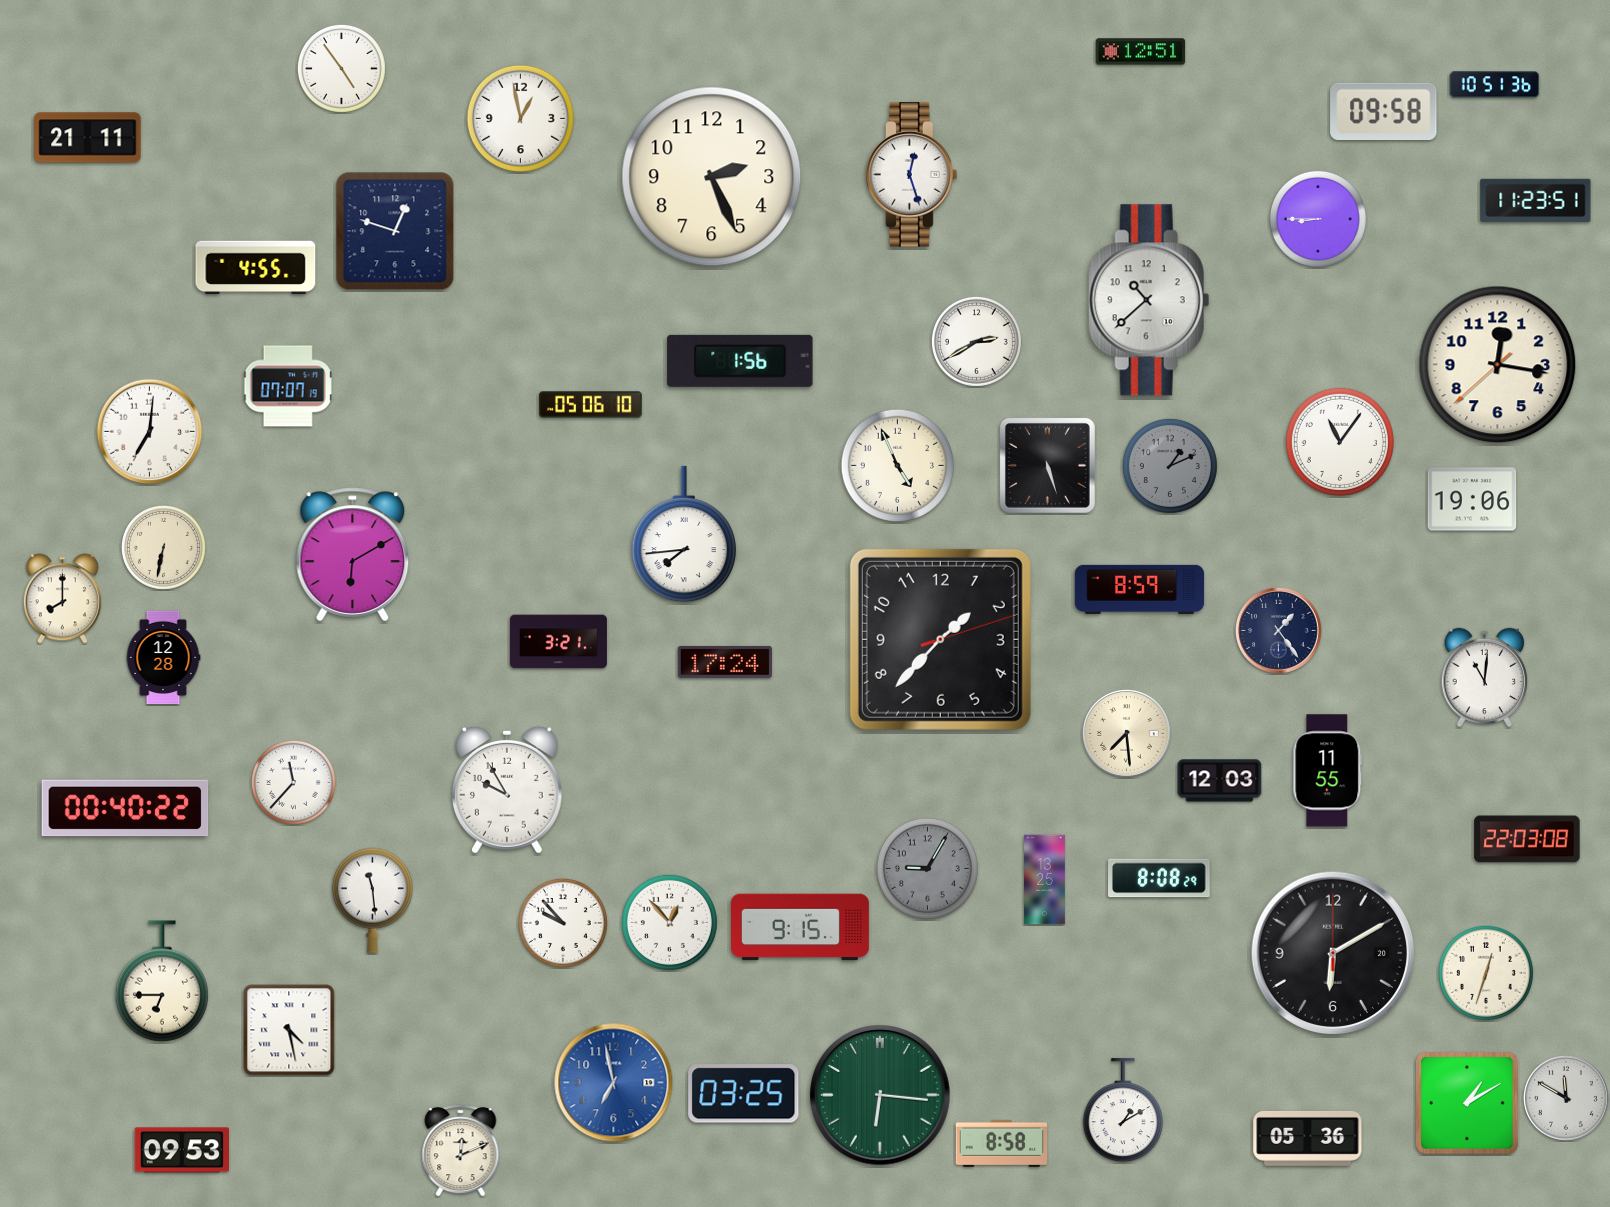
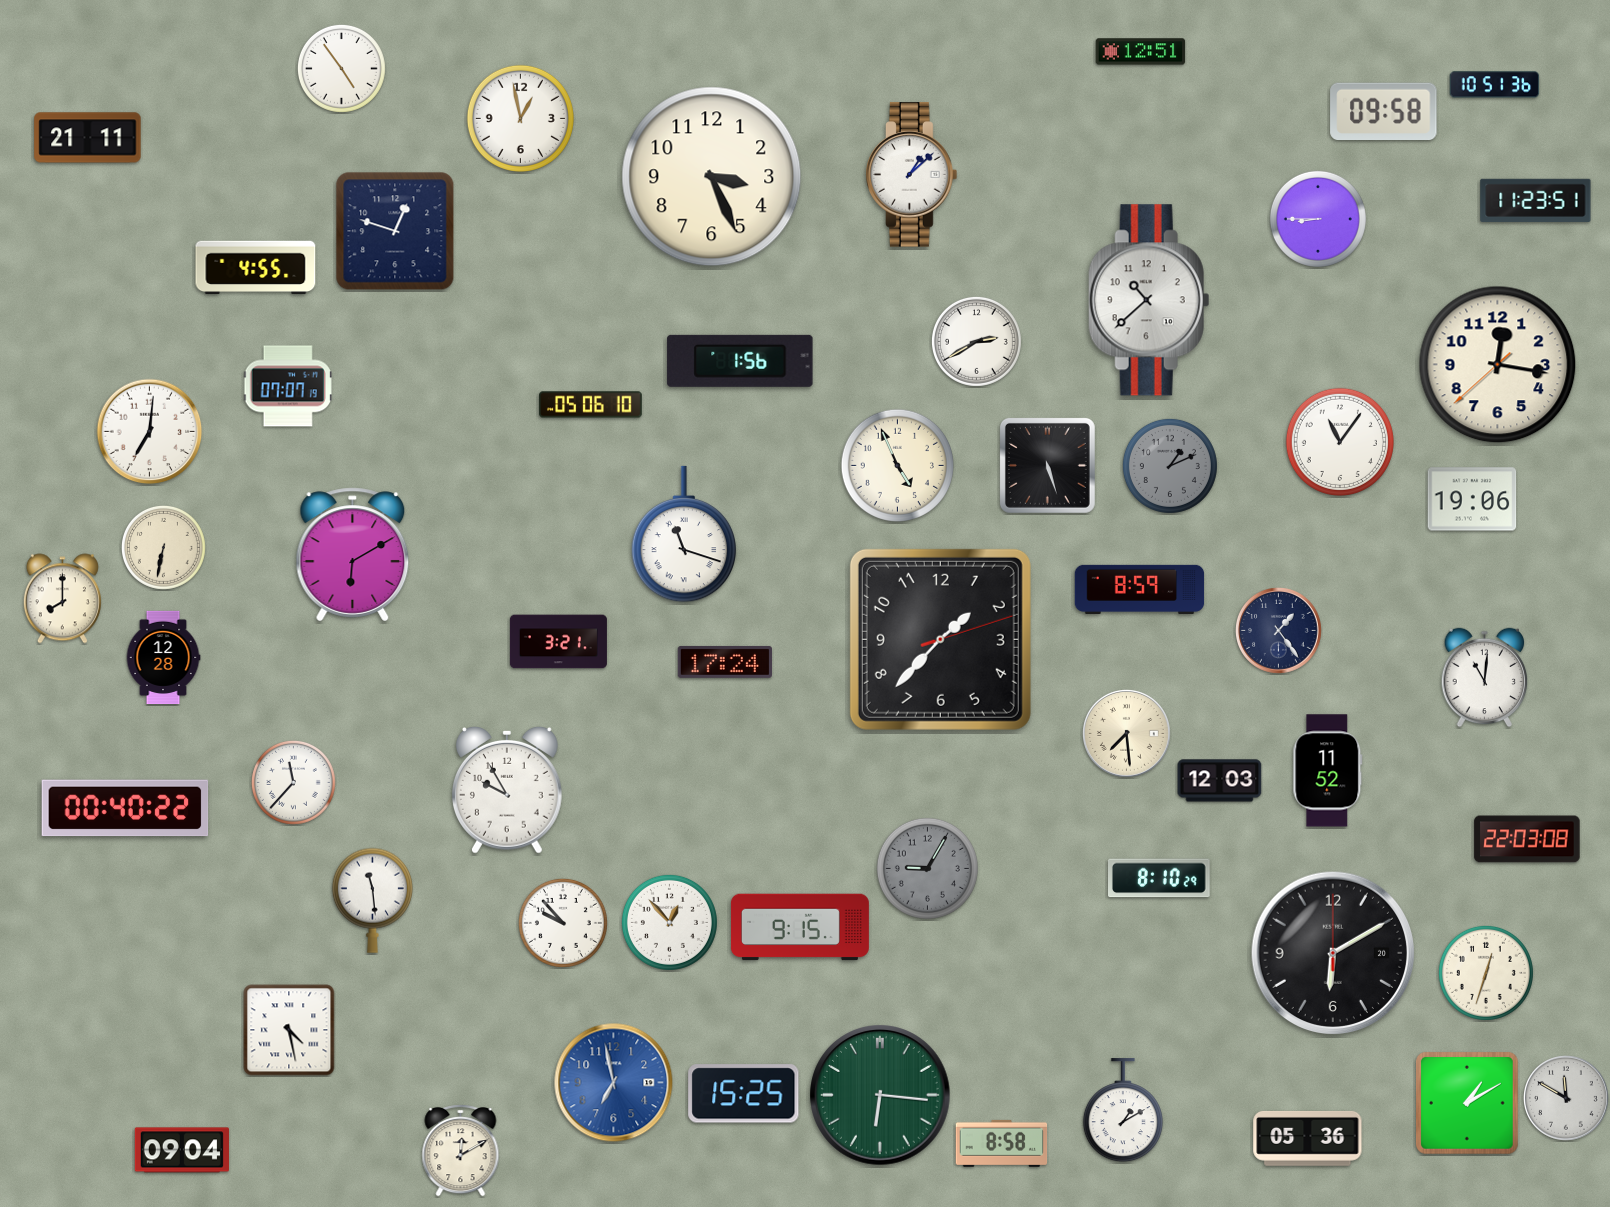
clock at (912, 175): 12:27 -> 1:08
clock at (712, 177): 2:26 -> 3:26
clock at (684, 534): 7:44 -> 11:18
clock at (1328, 771): 11:55 -> 11:52
clock at (1160, 878): 8:08 -> 8:10
clock at (1045, 880): 13:25 -> none
clock at (162, 981): 6:45 -> none
clock at (744, 1094): 03:25 -> 15:25
clock at (182, 1150): 09:53 -> 09:04
clock at (461, 1151): 12:11 -> 12:10
